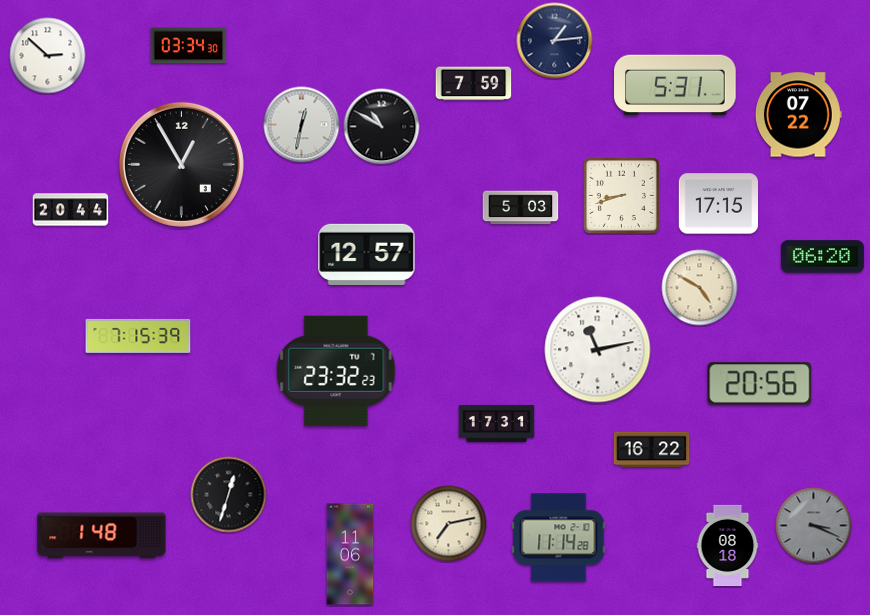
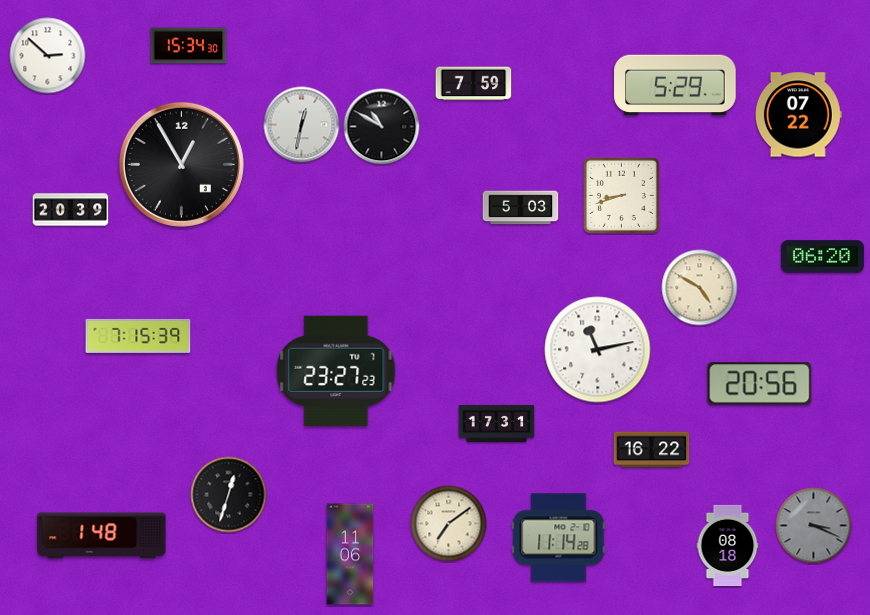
clock at (555, 41): 1:14 -> none
clock at (189, 46): 03:34 -> 15:34
clock at (675, 84): 5:31 -> 5:29
clock at (719, 204): 17:15 -> none
clock at (71, 210): 20:44 -> 20:39
clock at (367, 254): 12:57 -> none
clock at (336, 371): 23:32 -> 23:27
clock at (449, 524): 7:13 -> 7:09
